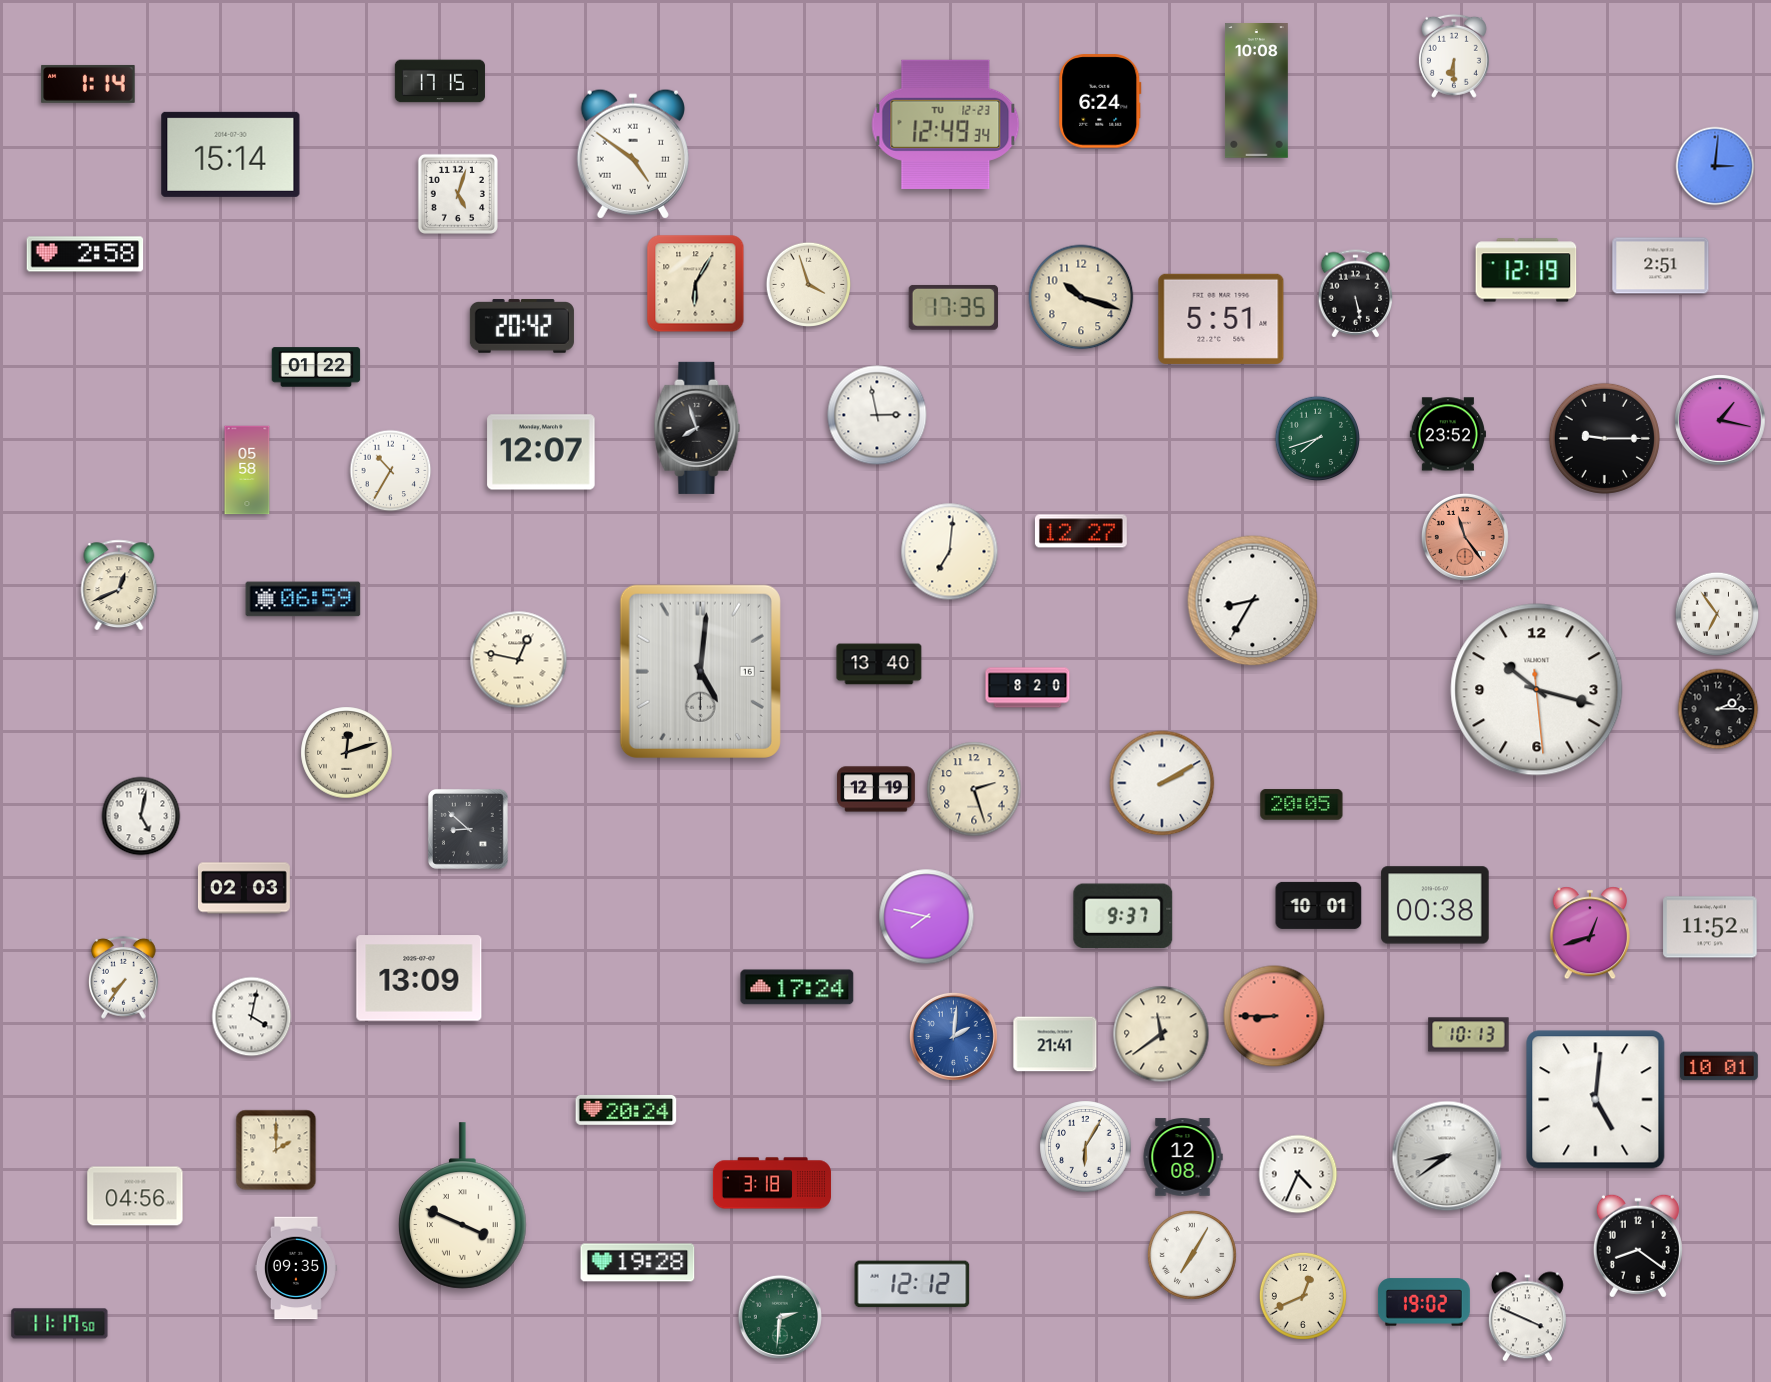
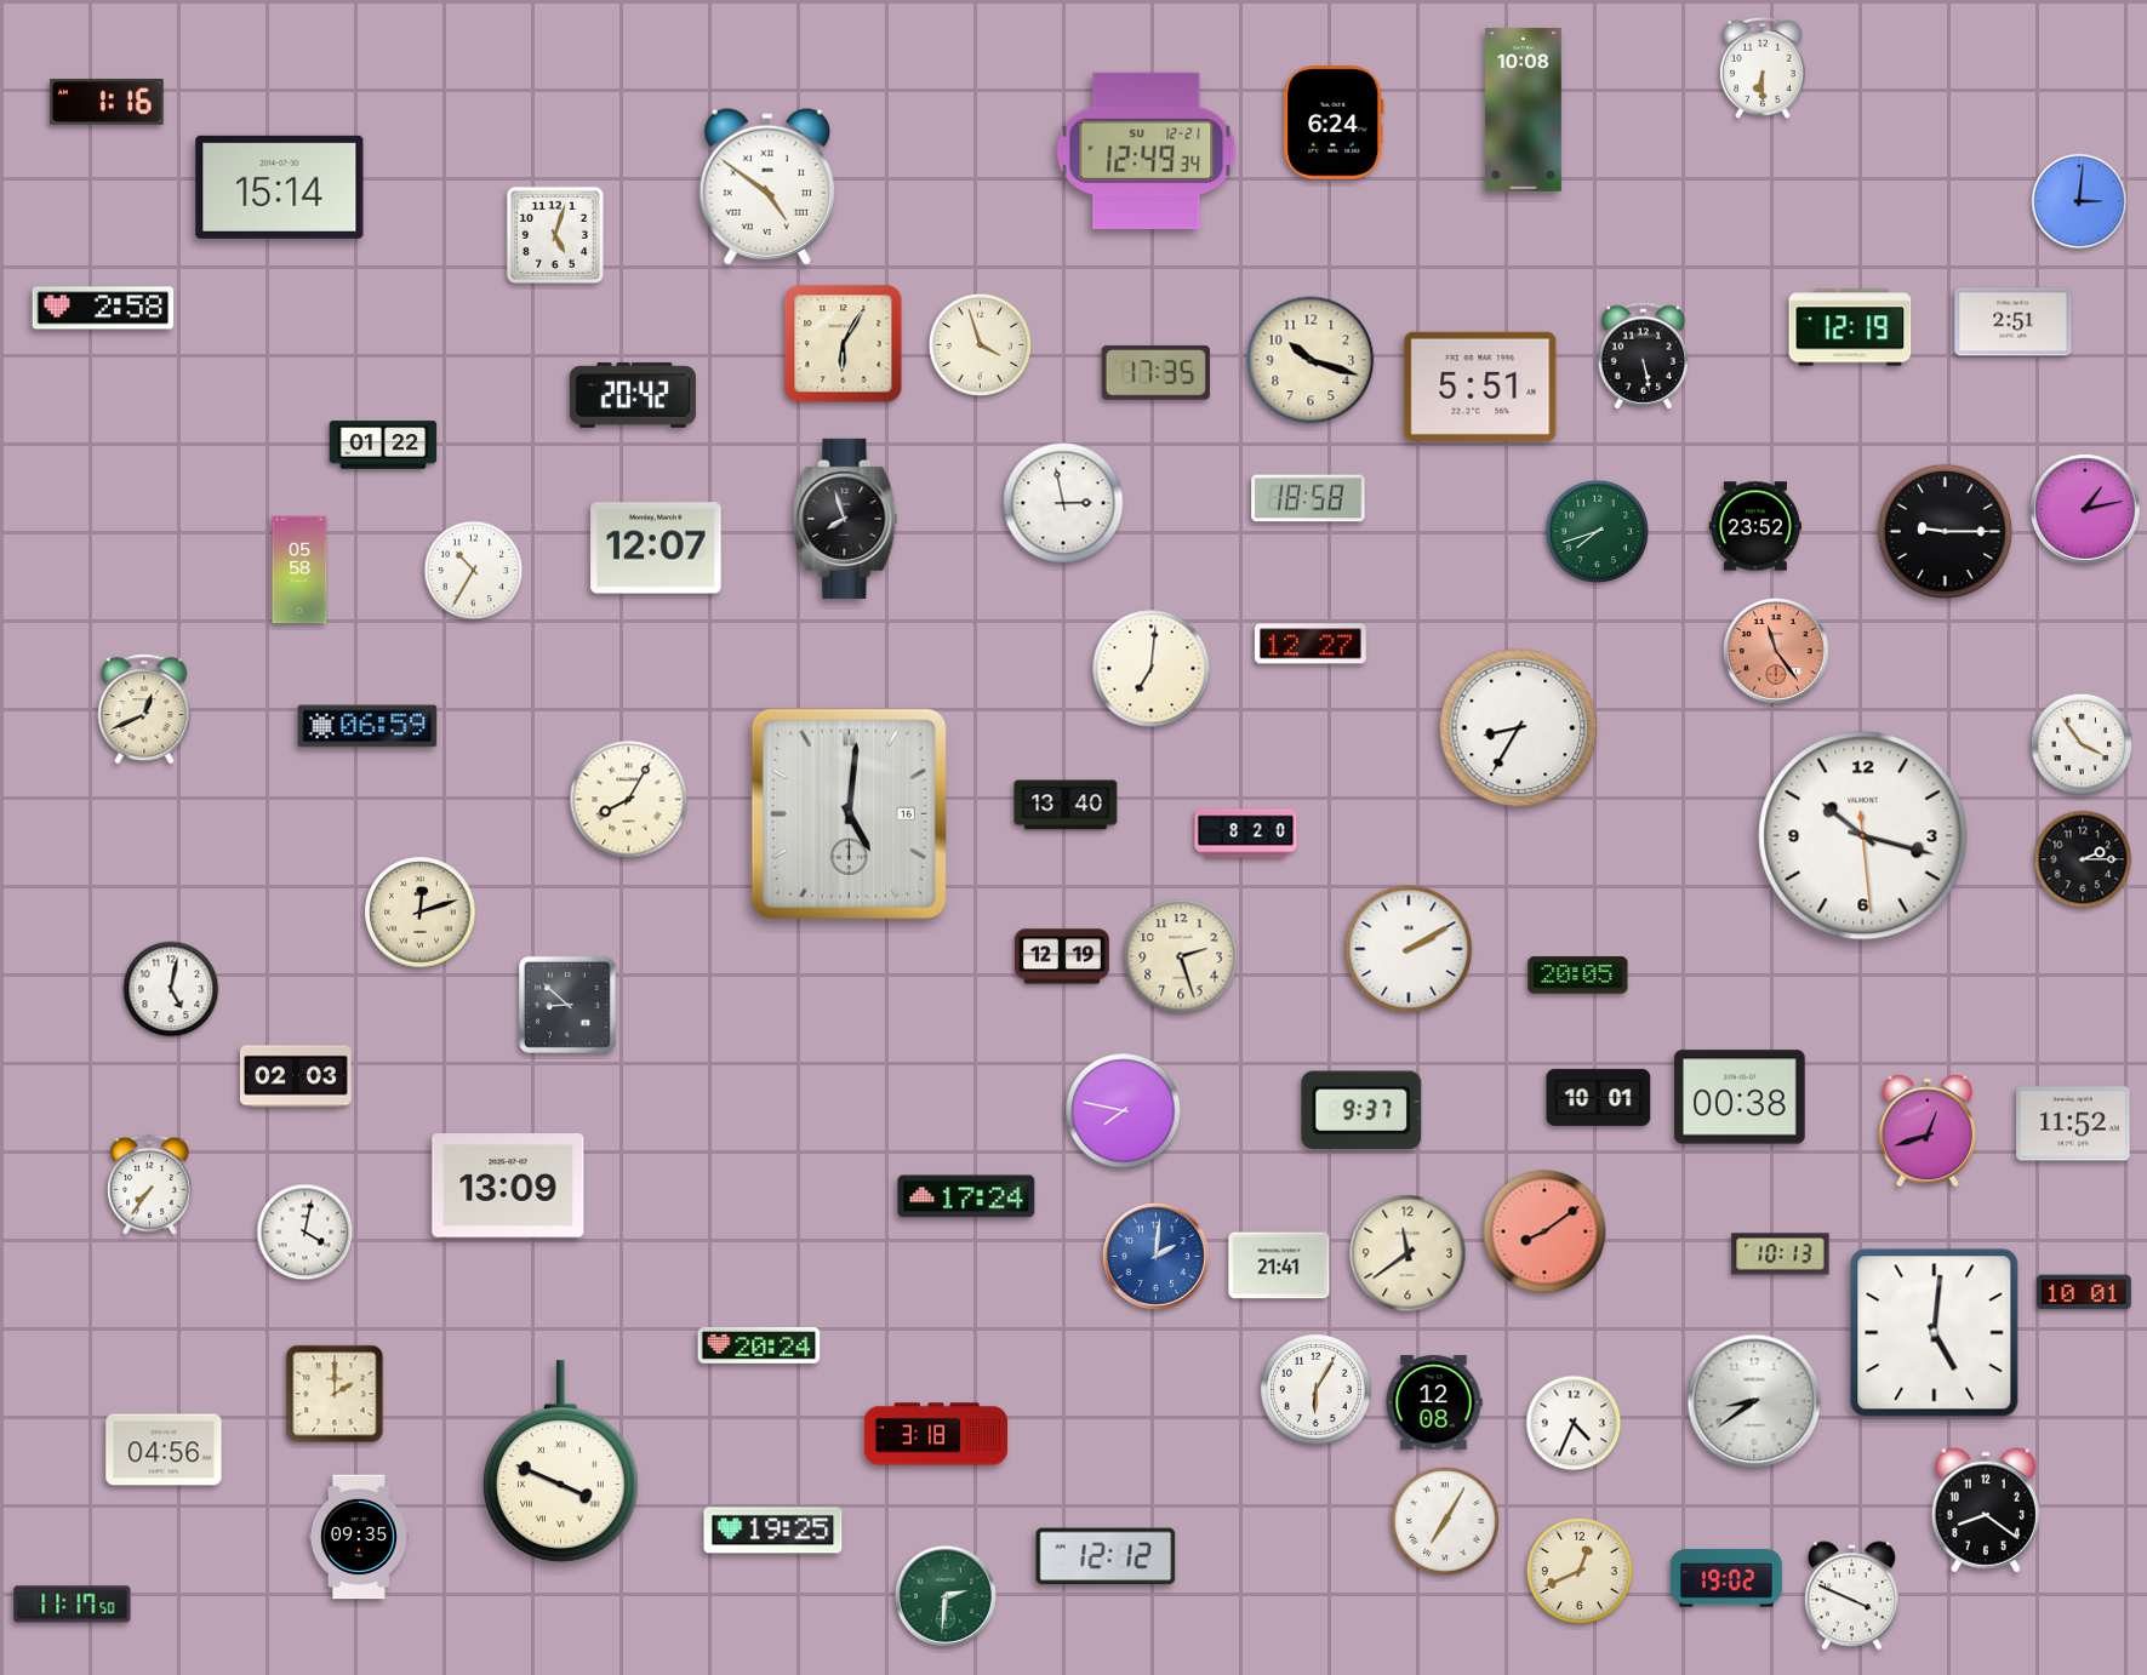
clock at (440, 81): 17:15 -> none
clock at (88, 84): 1:14 -> 1:16
clock at (946, 124) date: TU 12-23 -> SU 12-21
clock at (1308, 498): none -> 18:58
clock at (1720, 420): 1:17 -> 1:13
clock at (1717, 614): 6:54 -> 3:54
clock at (519, 660): 12:47 -> 8:05
clock at (1274, 1016): 8:45 -> 8:09
clock at (638, 1263): 19:28 -> 19:25
